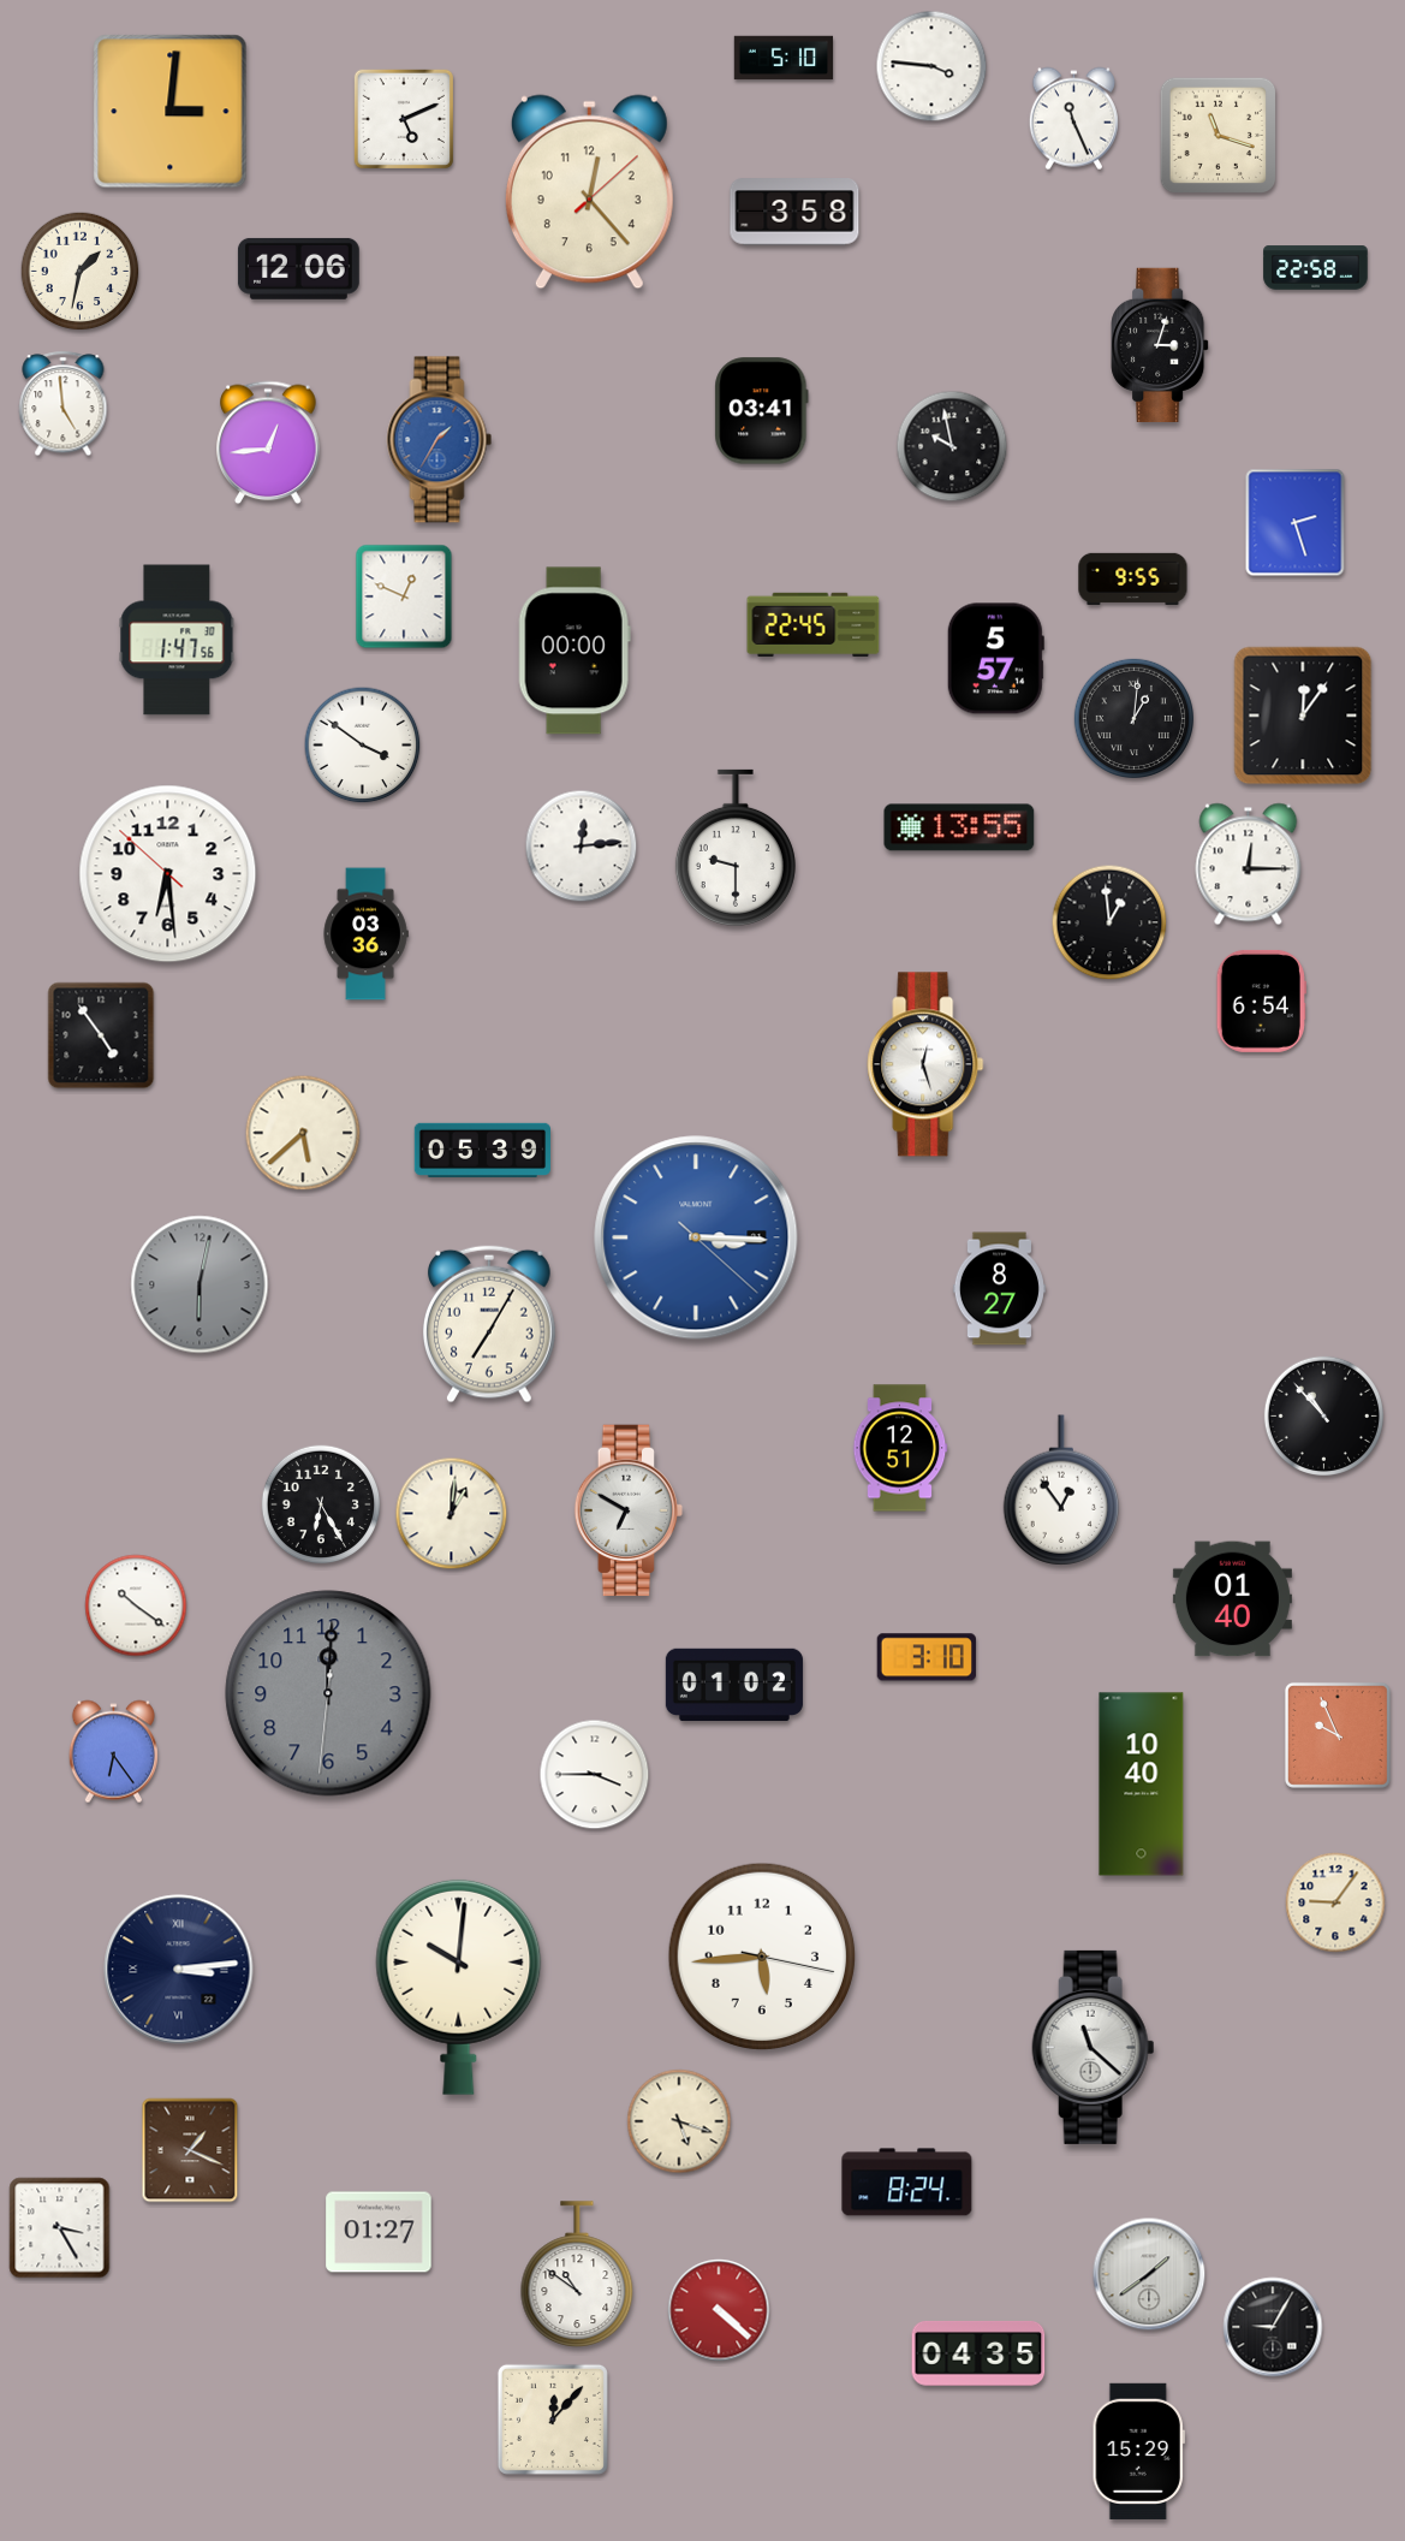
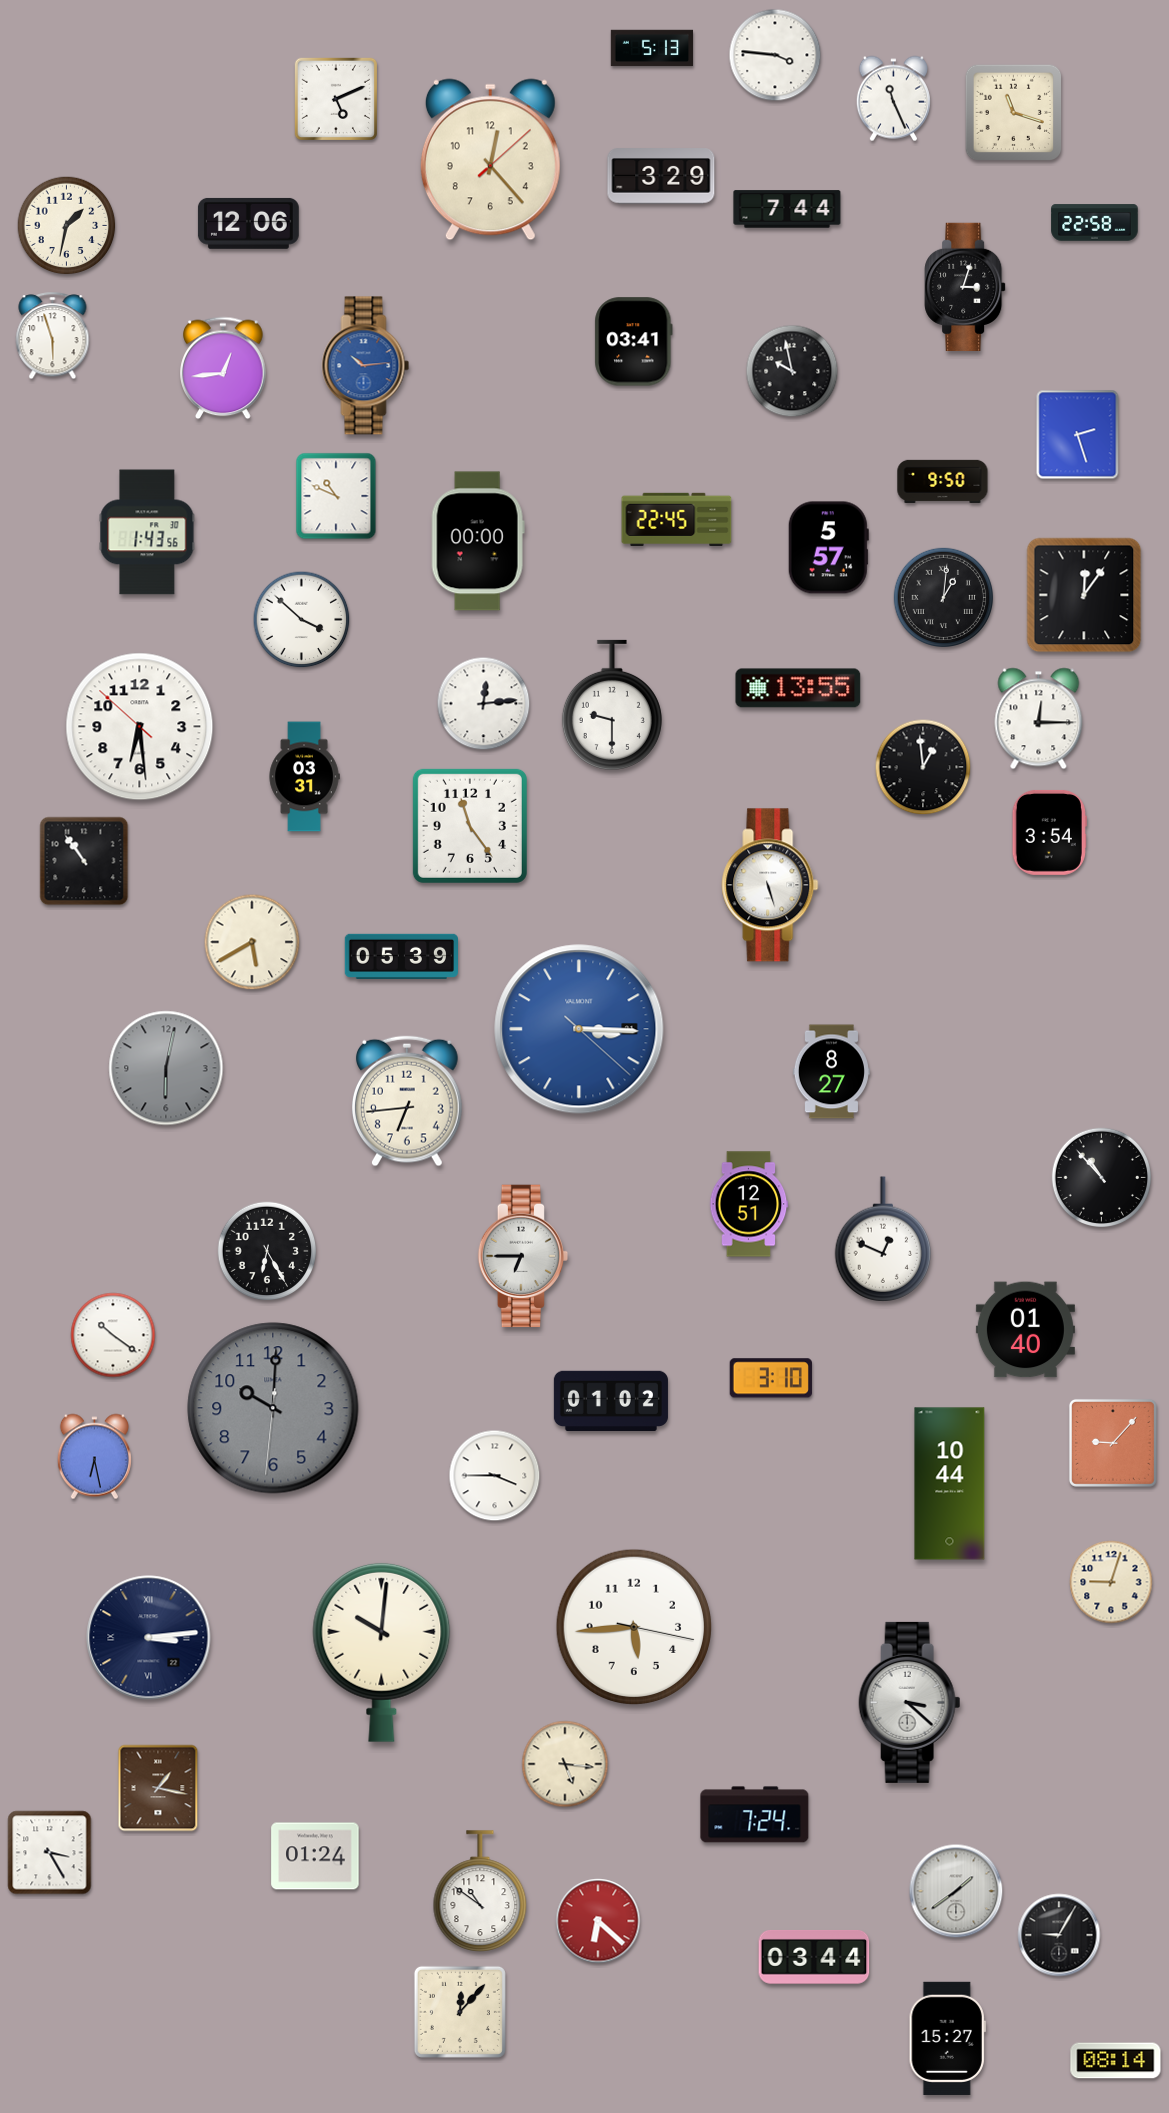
clock at (784, 58): 5:10 -> 5:13
clock at (171, 112): 3:01 -> none
clock at (794, 212): 3:58 -> 3:29
clock at (787, 209): none -> 7:44
clock at (64, 404): 4:59 -> 5:57
clock at (440, 440): 1:35 -> 10:14
clock at (1133, 578): 9:55 -> 9:50
clock at (404, 596): 12:49 -> 10:49
clock at (177, 640): 1:47 -> 1:43
clock at (363, 746): 3:51 -> 3:52
clock at (365, 934): 03:36 -> 03:31
clock at (470, 826): none -> 11:24
clock at (1261, 1001): 6:54 -> 3:54
clock at (101, 1035): 4:54 -> 10:54
clock at (925, 1064): 12:27 -> 5:27
clock at (303, 1133): 5:38 -> 5:40
clock at (489, 1324): 7:05 -> 6:44
clock at (1061, 1490): 12:54 -> 12:49
clock at (629, 1510): 6:50 -> 6:45
clock at (452, 1514): 1:01 -> none
clock at (328, 1693): 12:00 -> 10:00
clock at (1338, 1735): 9:56 -> 9:07
clock at (113, 1752): 6:24 -> 6:28
clock at (1142, 1785): 10:40 -> 10:44
clock at (1335, 1902): 9:06 -> 9:03
clock at (1094, 2047): 11:22 -> 3:22
clock at (679, 2121): 5:18 -> 5:16
clock at (190, 2150): 1:19 -> 1:17
clock at (907, 2183): 8:24 -> 7:24
clock at (379, 2232): 01:27 -> 01:24
clock at (719, 2310): 4:22 -> 6:22
clock at (978, 2353): 04:35 -> 03:44
clock at (1138, 2451): 15:29 -> 15:27
clock at (1116, 2061): none -> 08:14
